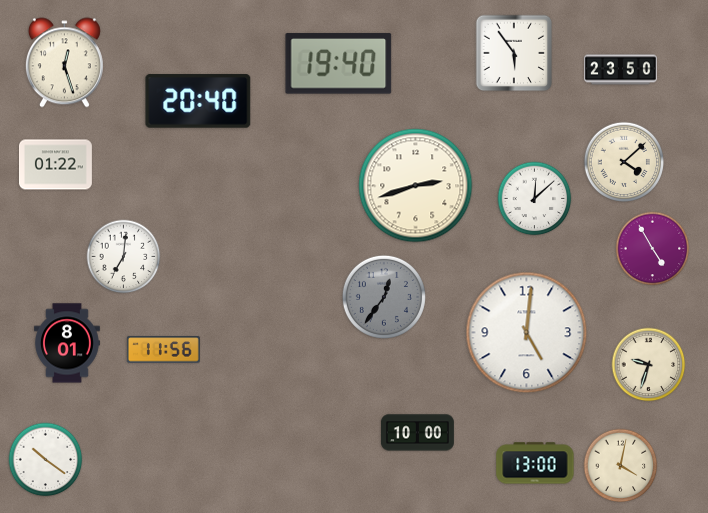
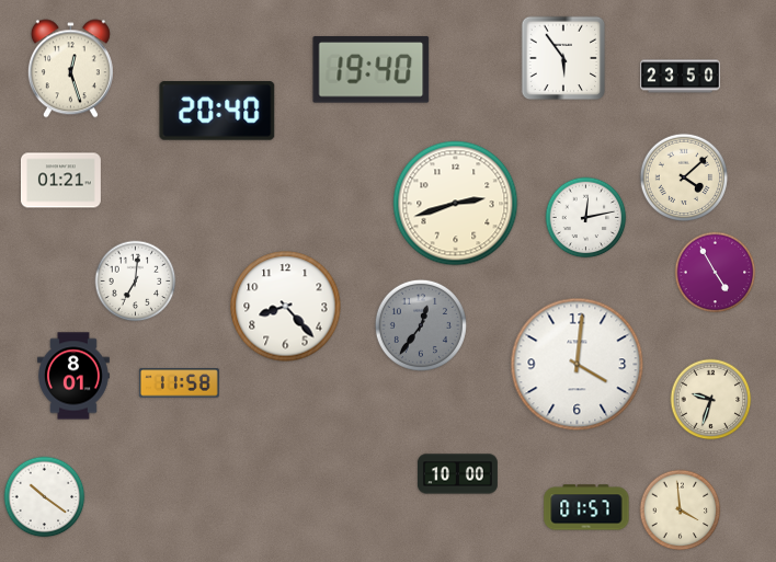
clock at (55, 165): 01:22 -> 01:21
clock at (535, 199): 12:08 -> 12:13
clock at (286, 307): none -> 8:23
clock at (527, 333): 5:01 -> 4:01
clock at (163, 350): 11:56 -> 11:58
clock at (46, 460) position: (46, 460) -> (45, 497)
clock at (535, 463): 13:00 -> 01:57
clock at (621, 466): 4:02 -> 3:59
